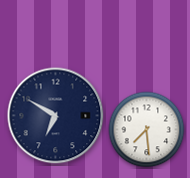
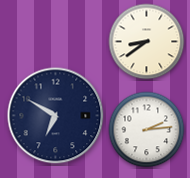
clock at (147, 42): none -> 8:39
clock at (147, 130): 7:29 -> 2:14
